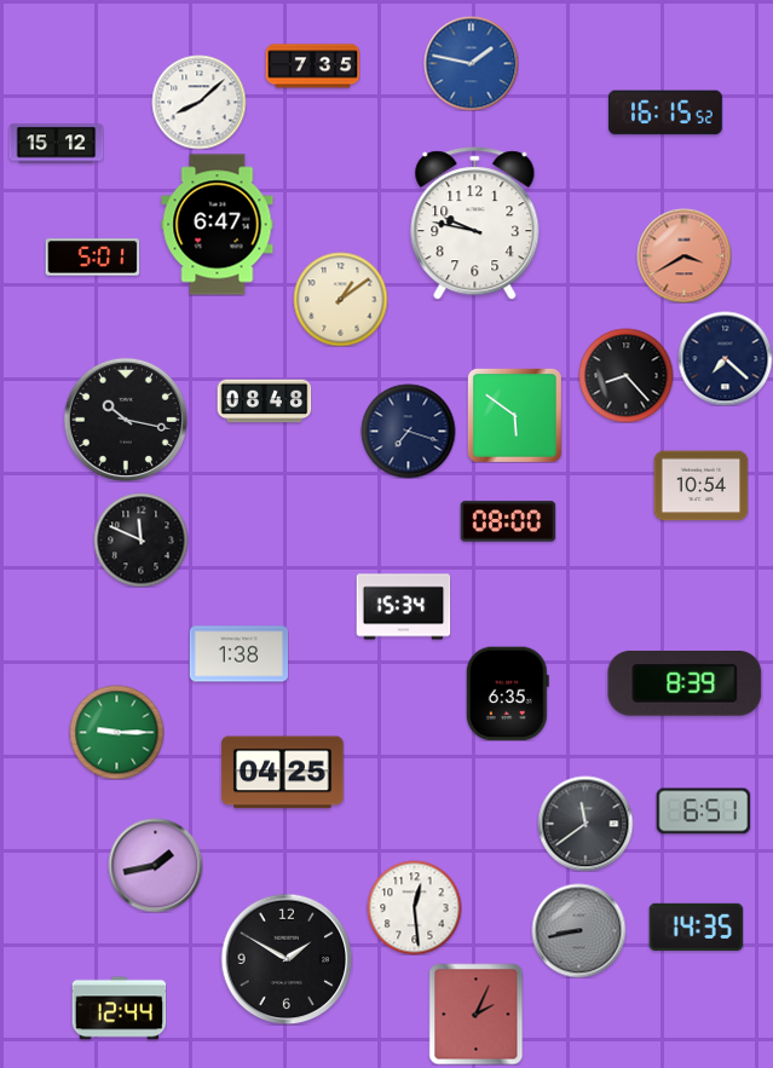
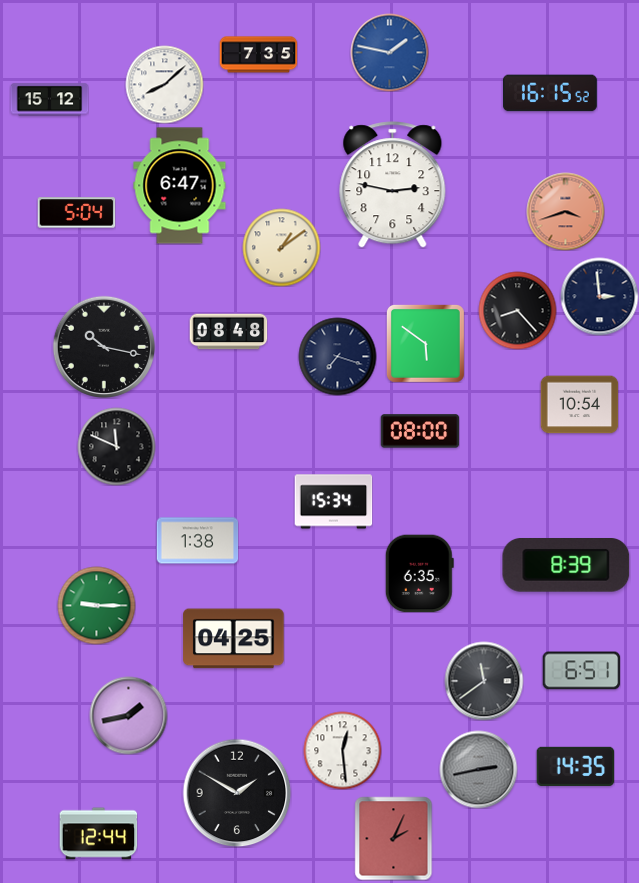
clock at (56, 144) position: (56, 144) -> (49, 100)
clock at (475, 224): 9:47 -> 2:47
clock at (683, 255): 3:40 -> 3:42
clock at (92, 258): 5:01 -> 5:04
clock at (725, 358): 7:22 -> 2:59
clock at (264, 402) position: (264, 402) -> (228, 332)
clock at (700, 486) position: (700, 486) -> (579, 405)
clock at (578, 930): 8:43 -> 2:43
